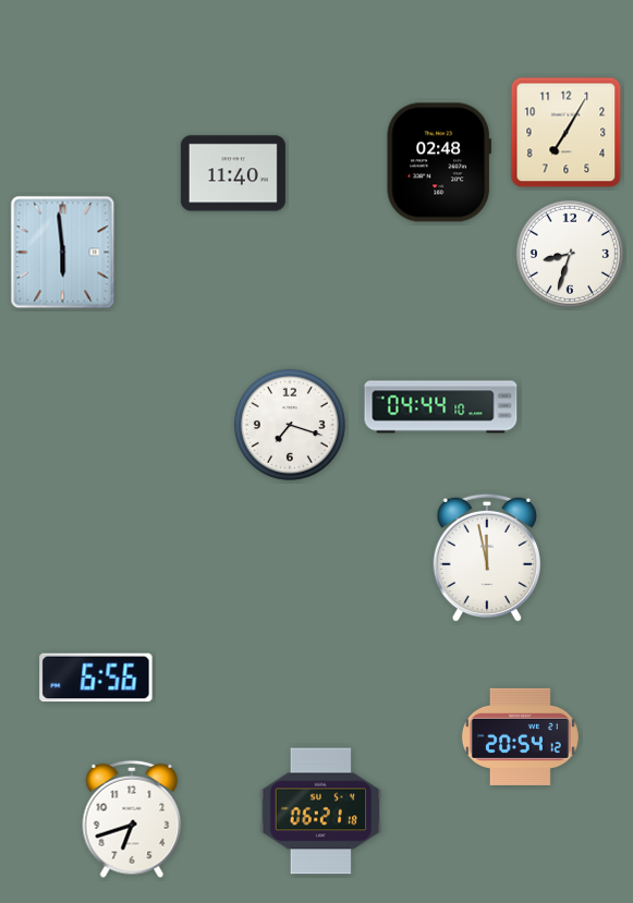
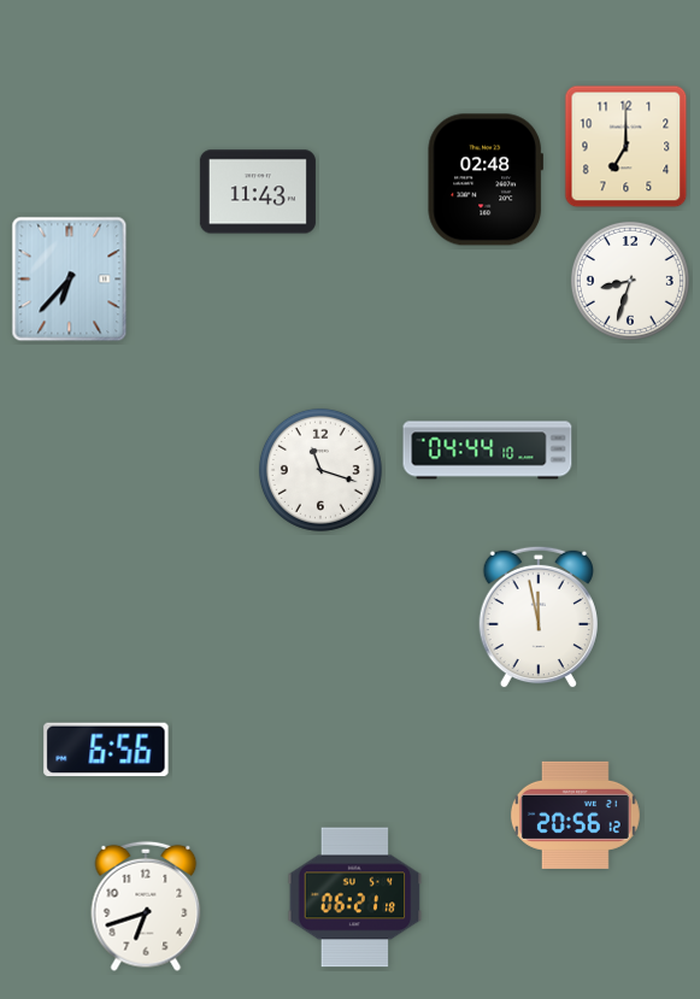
clock at (567, 133): 7:05 -> 7:00
clock at (233, 173): 11:40 -> 11:43
clock at (63, 253): 5:59 -> 6:37
clock at (290, 425): 7:18 -> 11:18
clock at (520, 736): 20:54 -> 20:56
